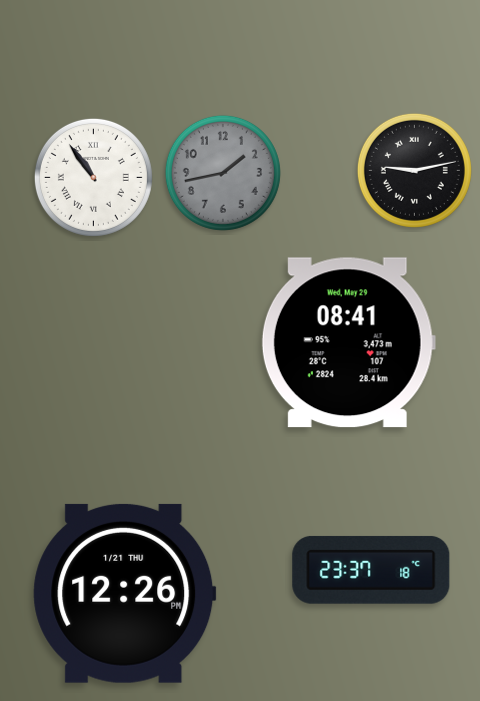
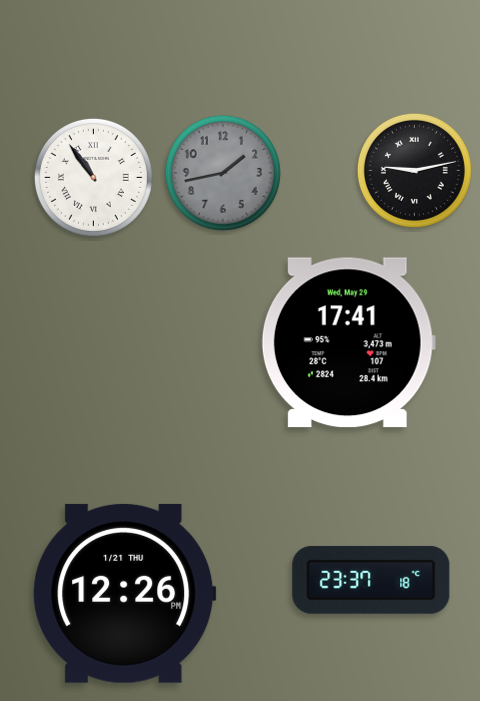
clock at (348, 343): 08:41 -> 17:41
clock at (371, 570) position: (371, 570) -> (371, 580)
